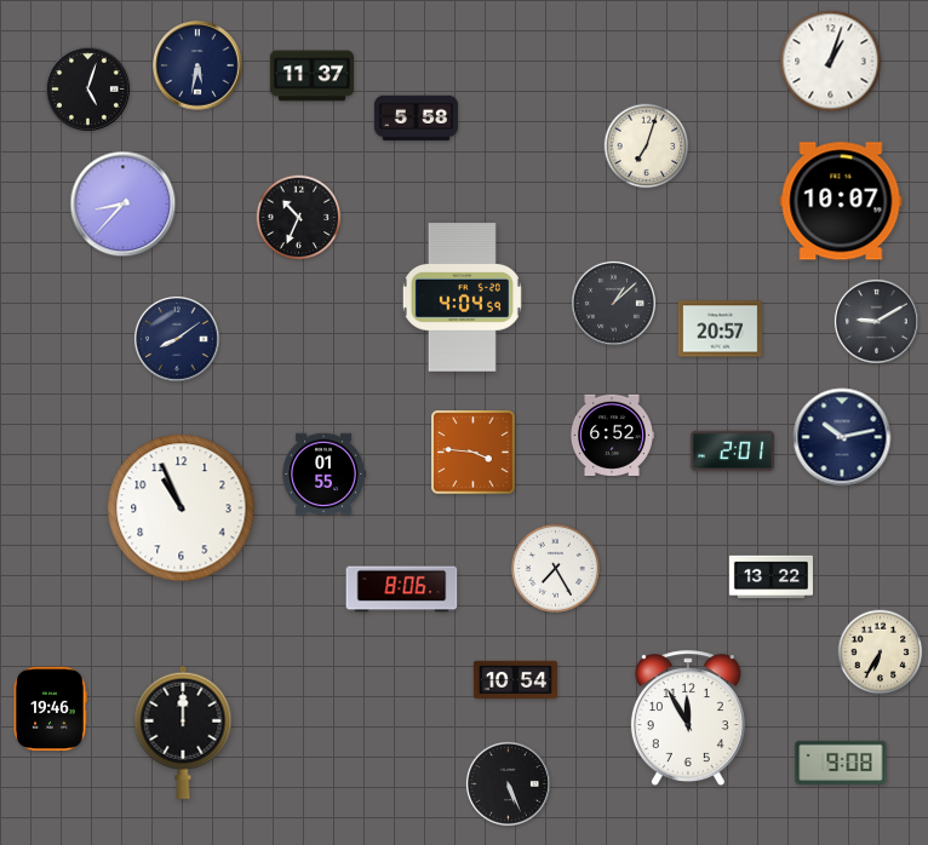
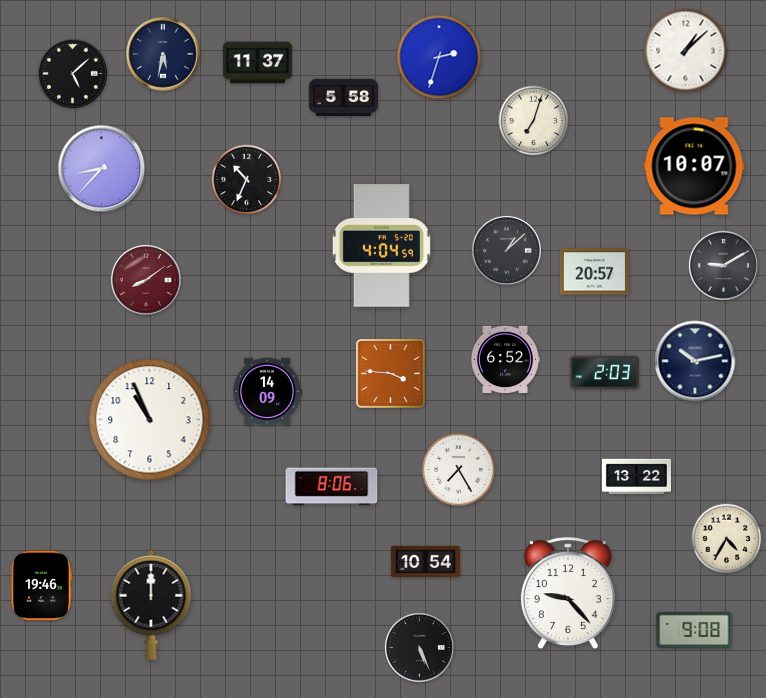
clock at (831, 62): 1:03 -> 1:08
clock at (439, 57): none -> 2:33
clock at (87, 88): 5:03 -> 5:08
clock at (177, 339) dial: navy -> burgundy
clock at (732, 452): 2:01 -> 2:03
clock at (323, 475): 01:55 -> 14:09
clock at (881, 653): 6:35 -> 4:35
clock at (688, 719): 11:55 -> 9:23
